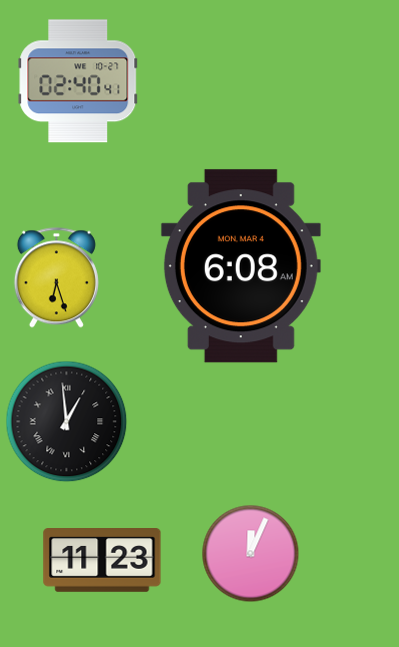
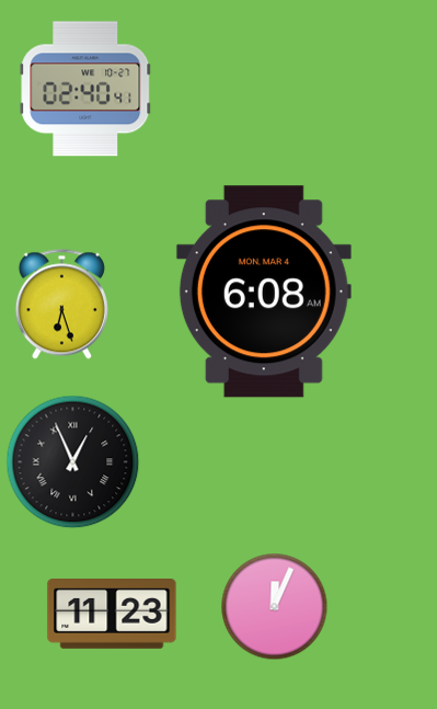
clock at (67, 422): 12:59 -> 12:56
